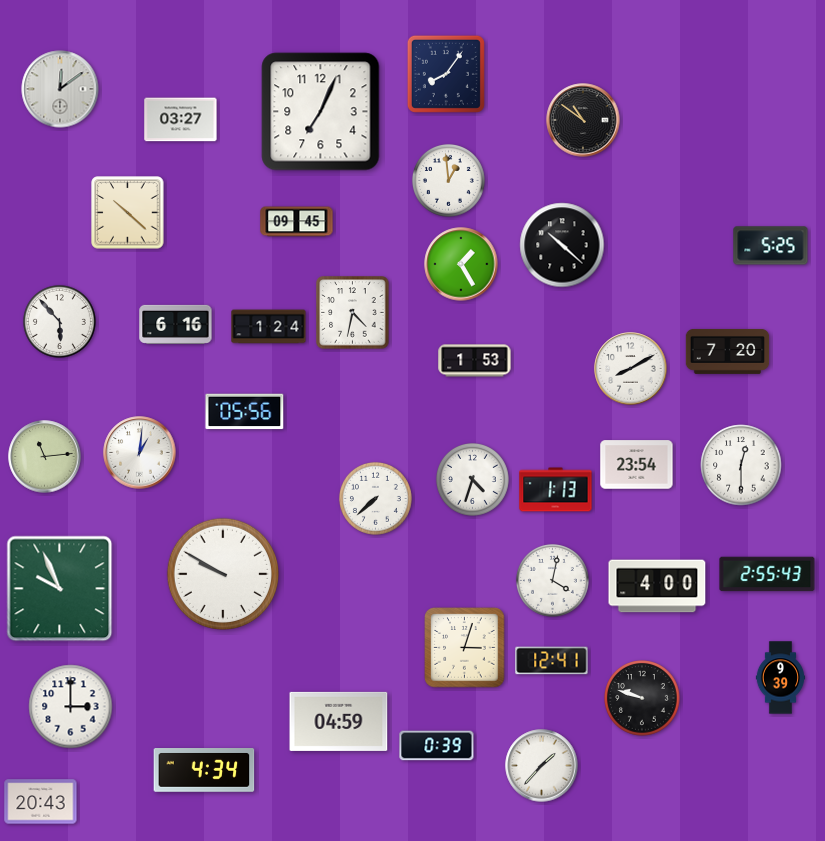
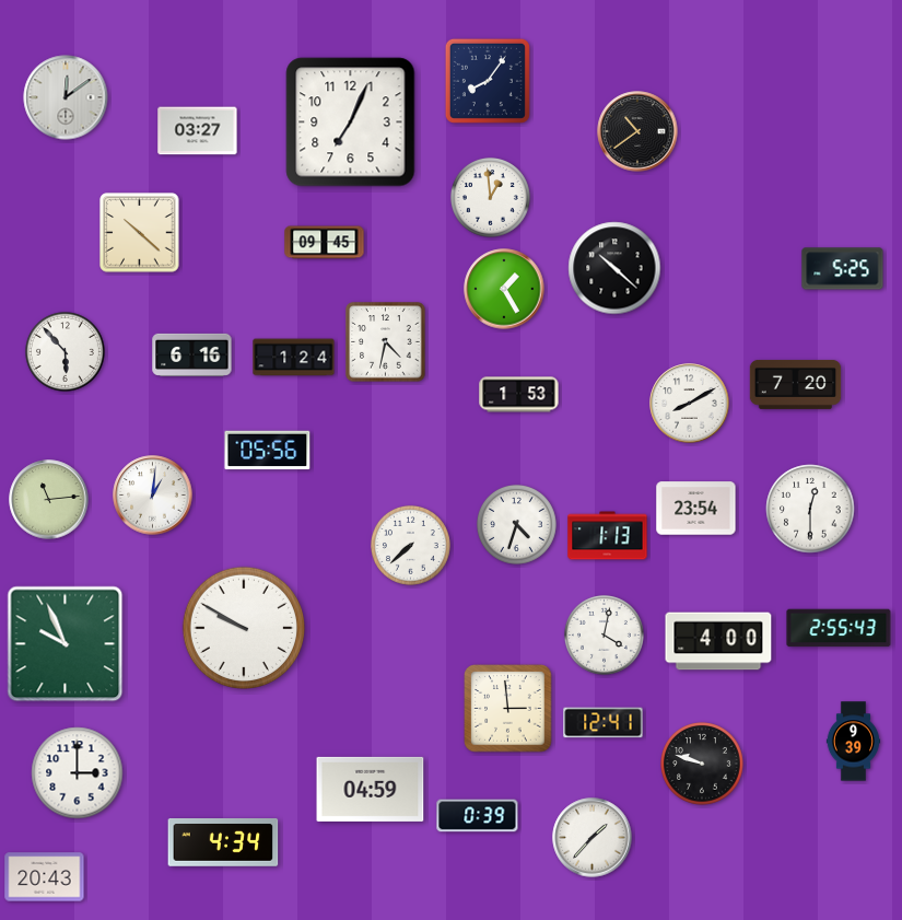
clock at (583, 120): 10:51 -> 10:39
clock at (465, 648): 3:03 -> 2:59
